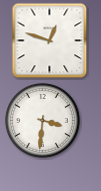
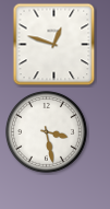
clock at (43, 121): 3:31 -> 3:28
